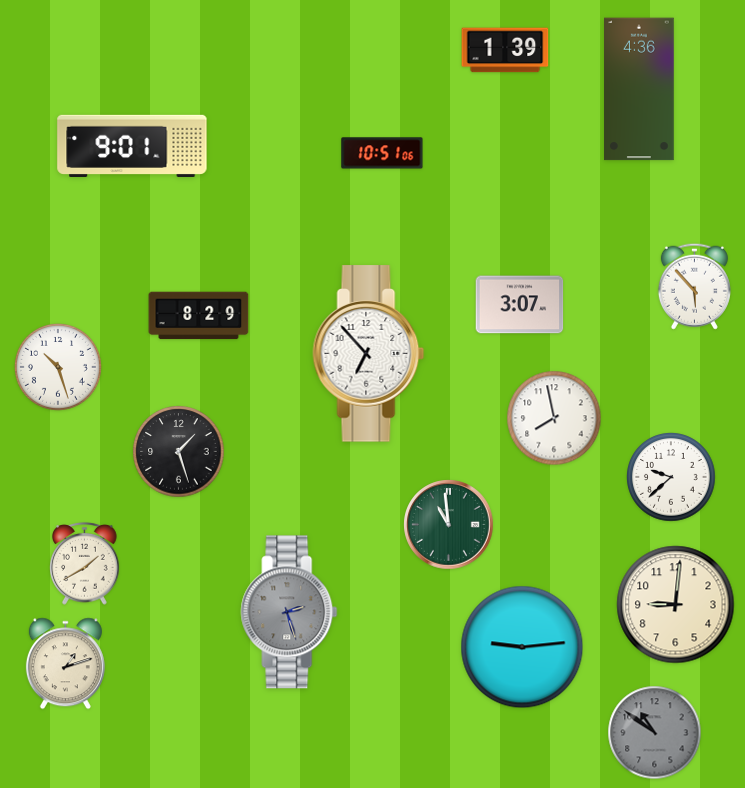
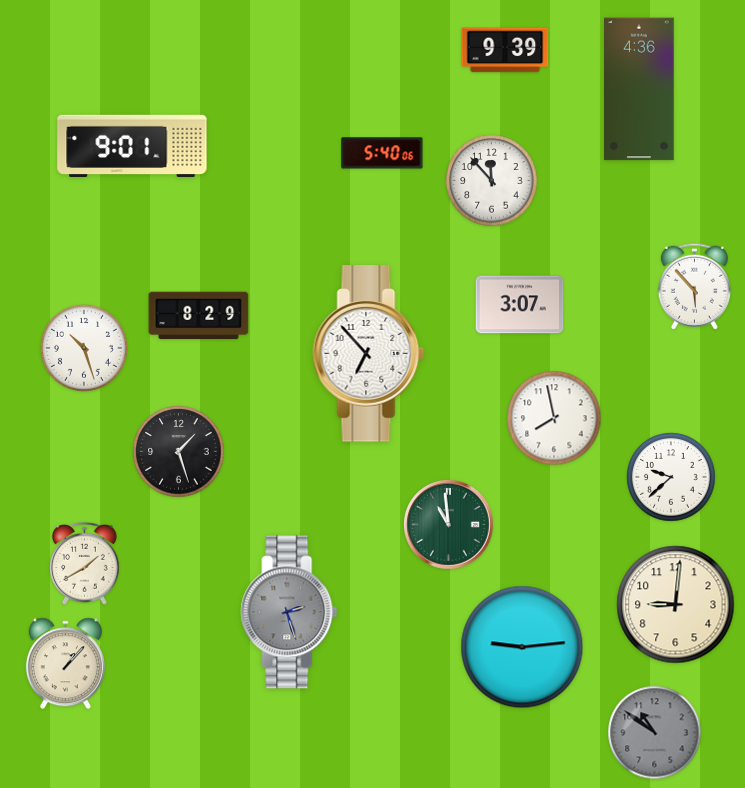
clock at (505, 50): 1:39 -> 9:39
clock at (382, 153): 10:51 -> 5:40
clock at (492, 181): none -> 11:53
clock at (58, 367) position: (58, 367) -> (84, 348)
clock at (65, 664): 1:12 -> 1:07
